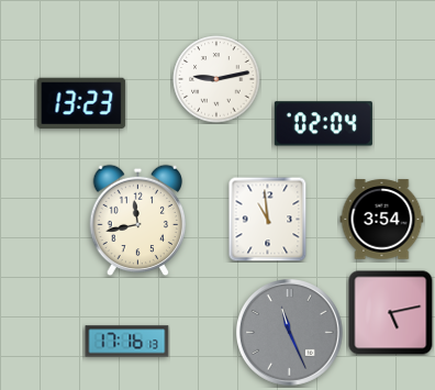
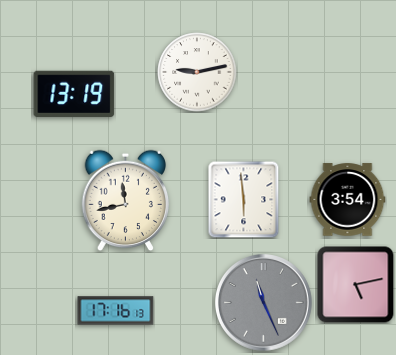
clock at (81, 103): 13:23 -> 13:19
clock at (323, 124): 02:04 -> none
clock at (268, 219): 10:59 -> 5:59
